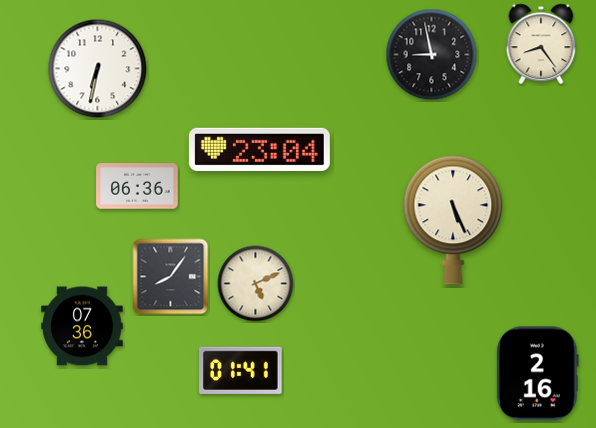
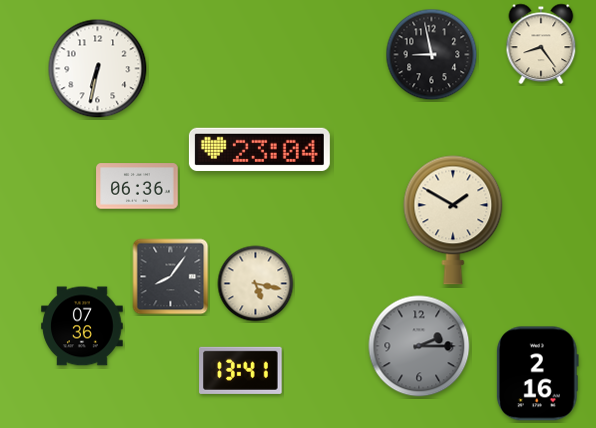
clock at (453, 220): 5:26 -> 1:50
clock at (256, 284): 5:11 -> 5:17
clock at (419, 346): none -> 2:15
clock at (241, 370): 01:41 -> 13:41
